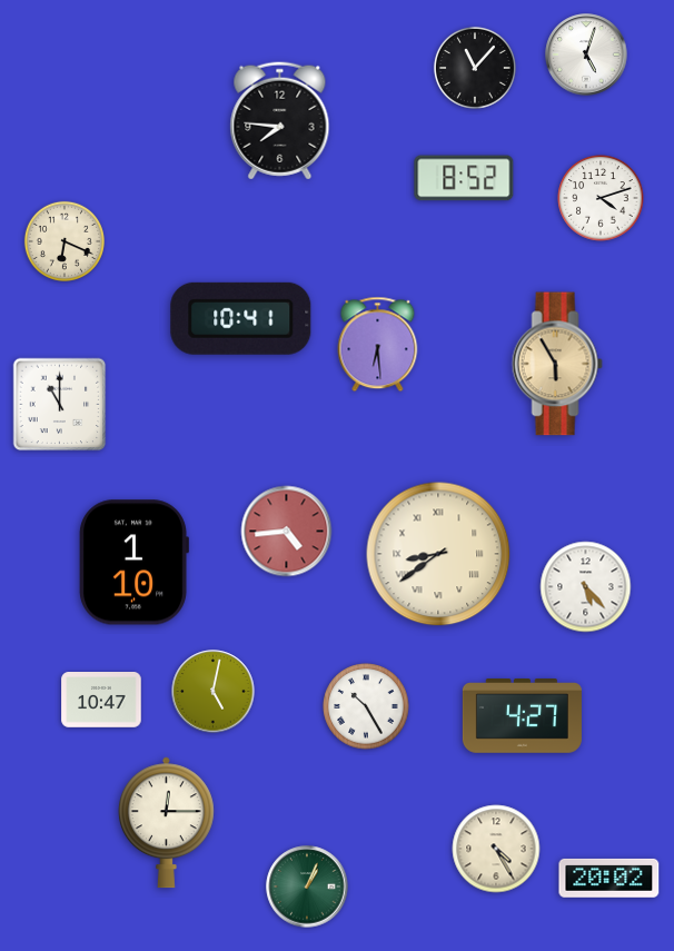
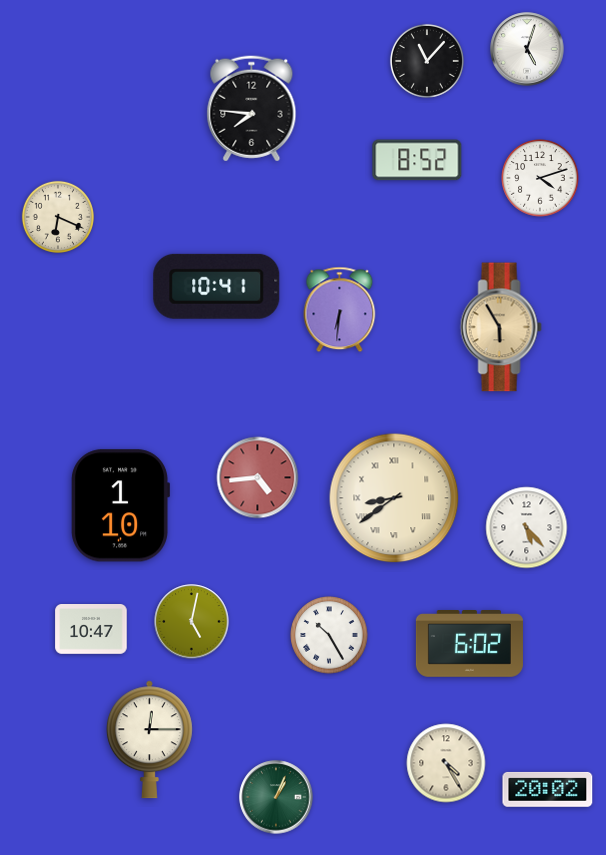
clock at (378, 345): 6:29 -> 6:31
clock at (60, 405): 11:00 -> none
clock at (522, 716): 4:27 -> 6:02
